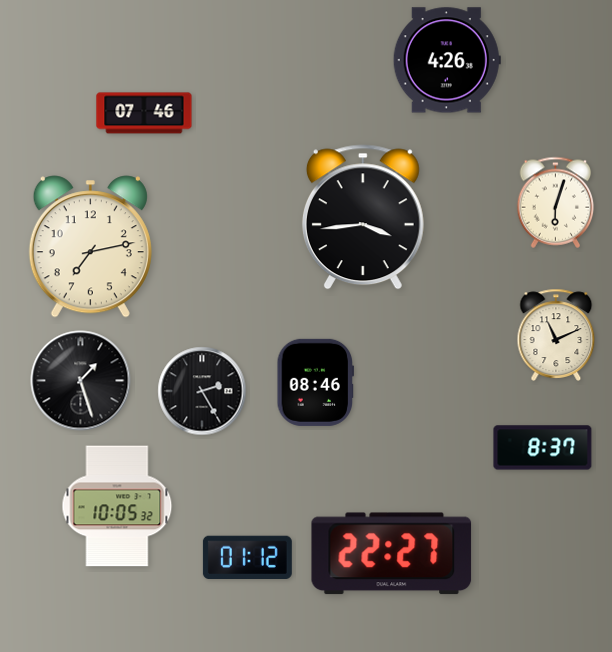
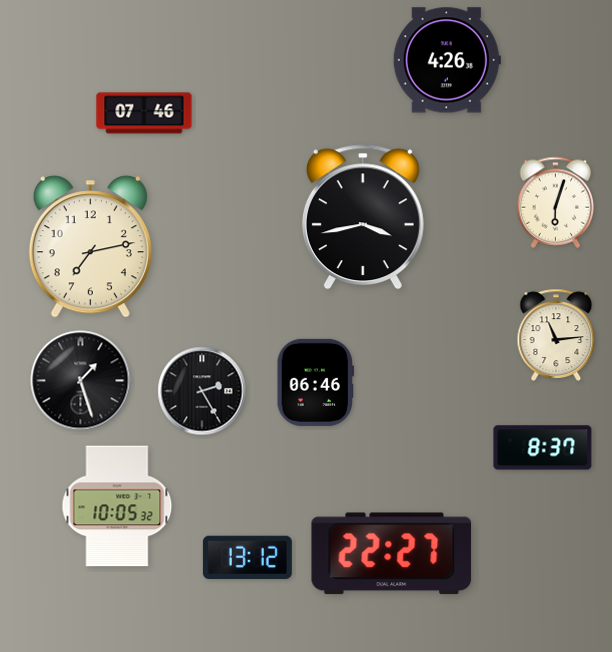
clock at (363, 217): 3:44 -> 3:43
clock at (556, 335): 11:11 -> 11:14
clock at (316, 382): 08:46 -> 06:46
clock at (247, 557): 01:12 -> 13:12
